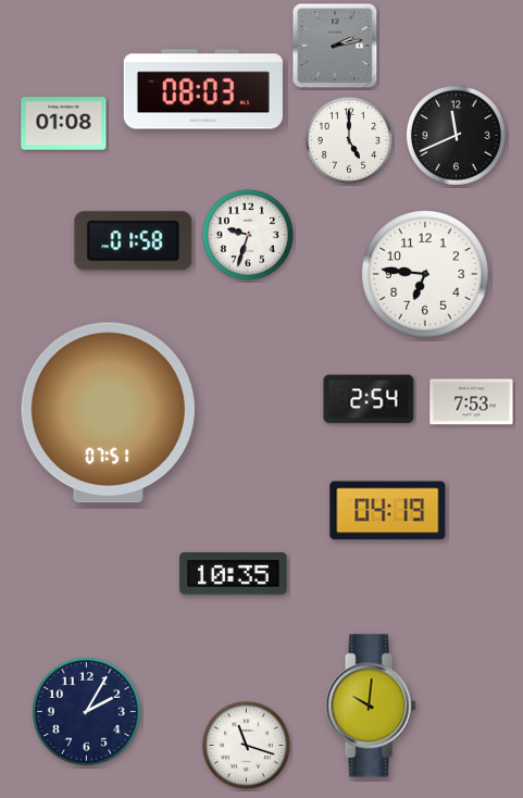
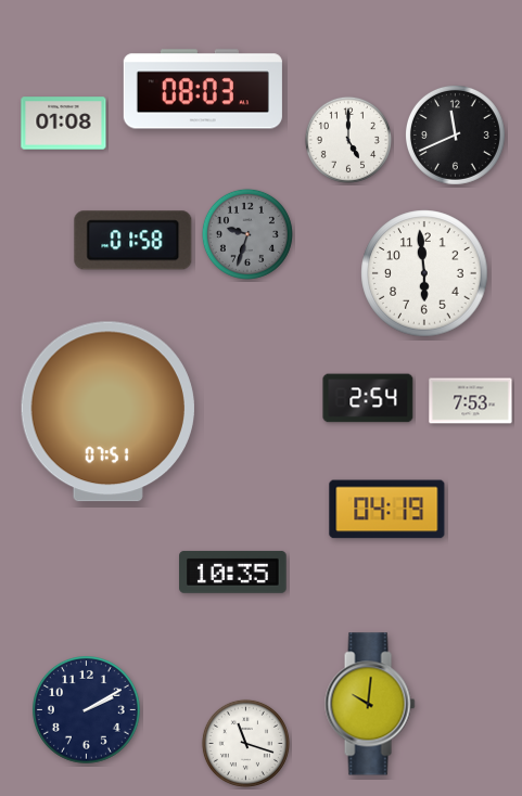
clock at (335, 46): 2:13 -> none
clock at (248, 235) dial: white -> grey
clock at (425, 274): 6:46 -> 5:59
clock at (87, 712): 2:05 -> 2:10
